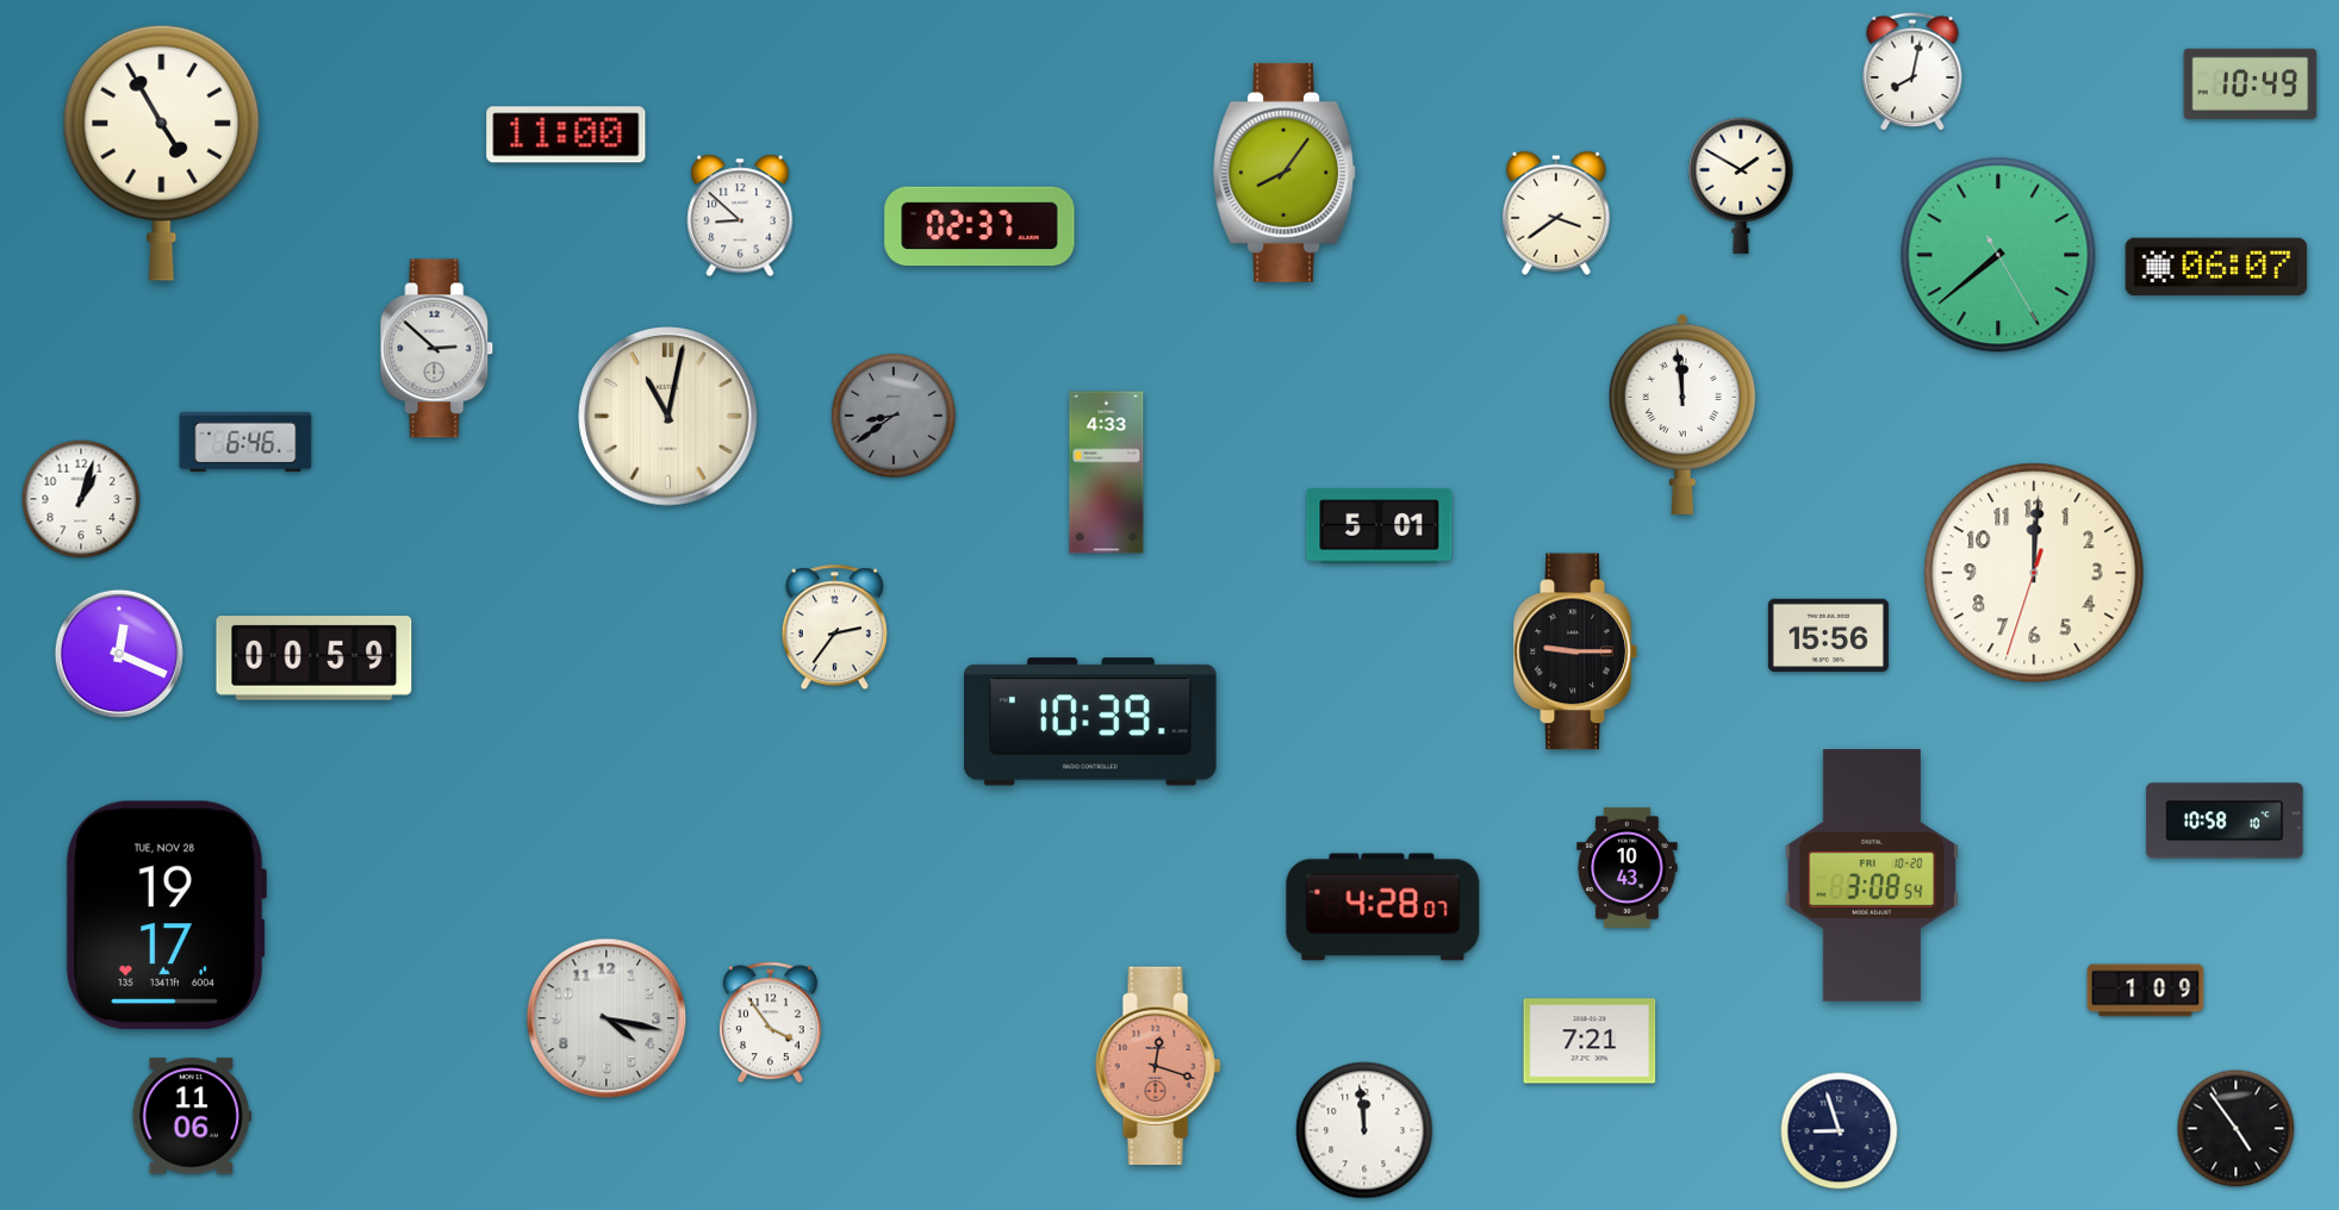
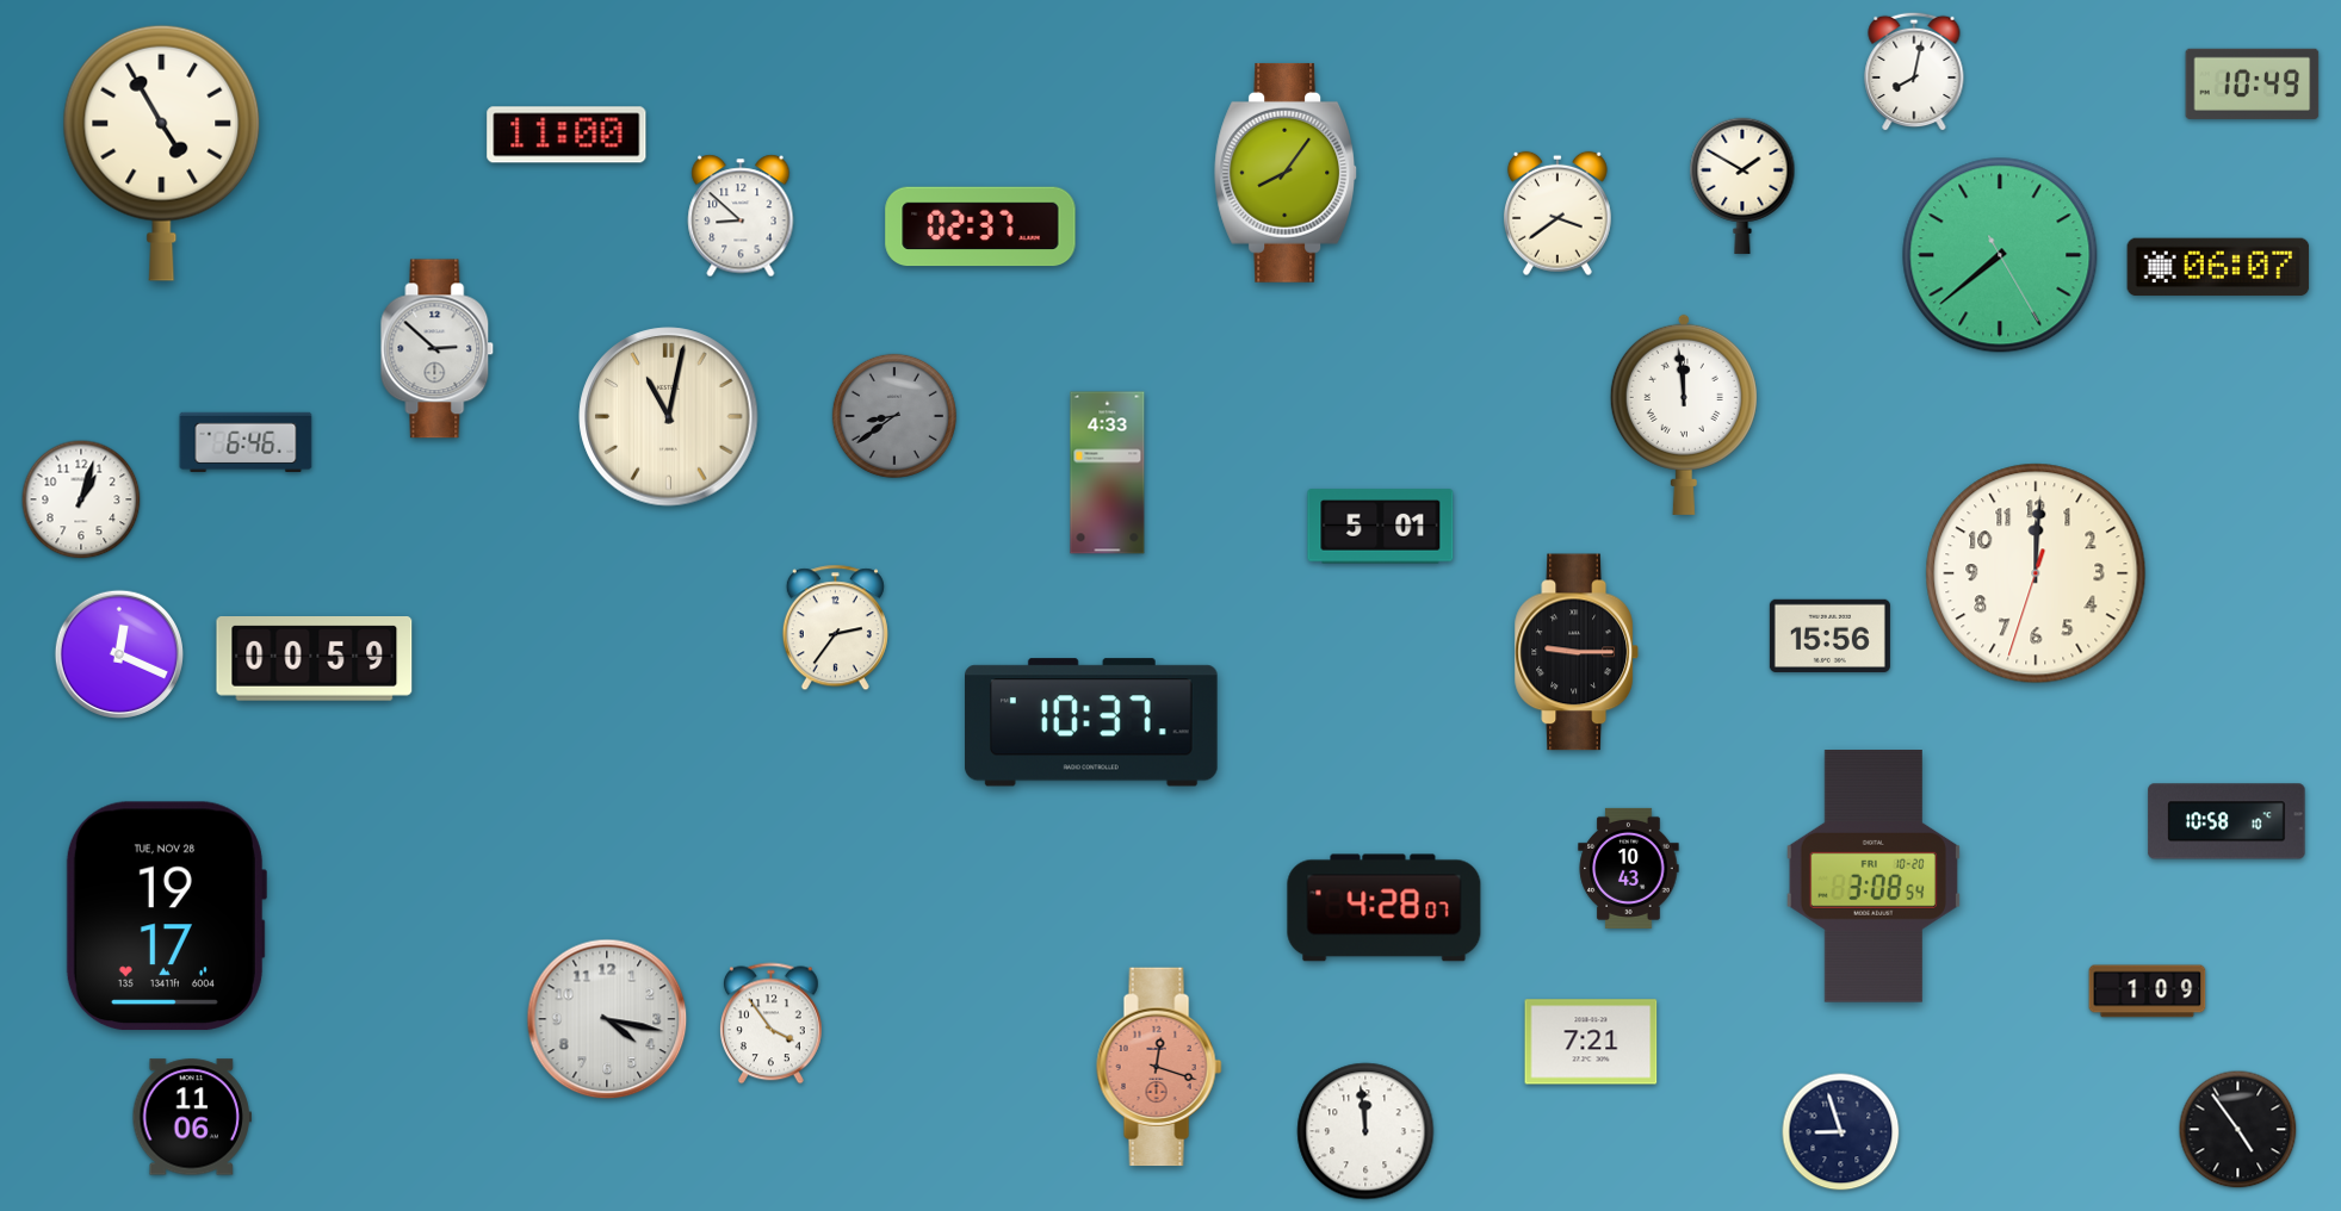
clock at (1090, 722): 10:39 -> 10:37
